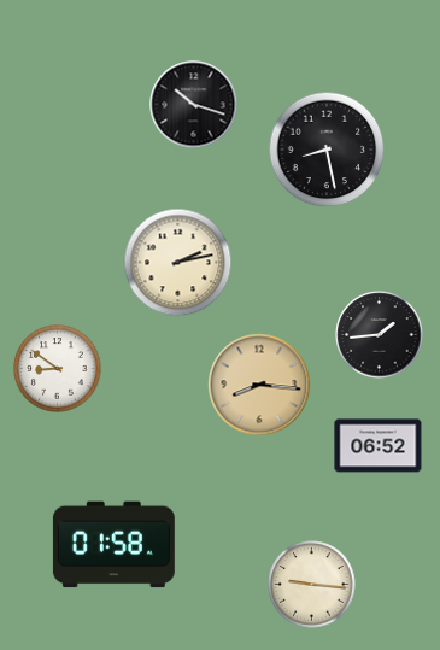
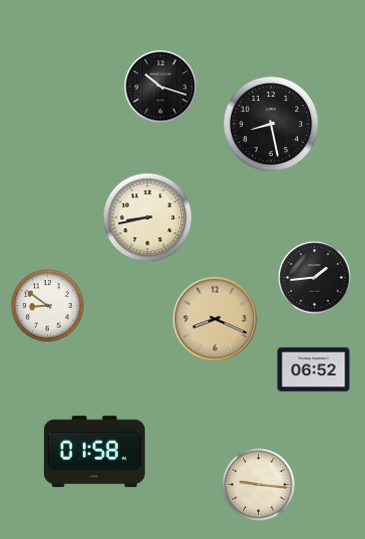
clock at (178, 263): 2:13 -> 8:43
clock at (259, 385): 8:16 -> 8:19
